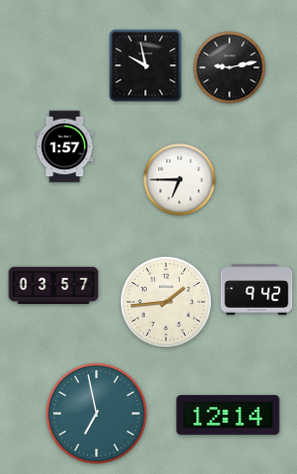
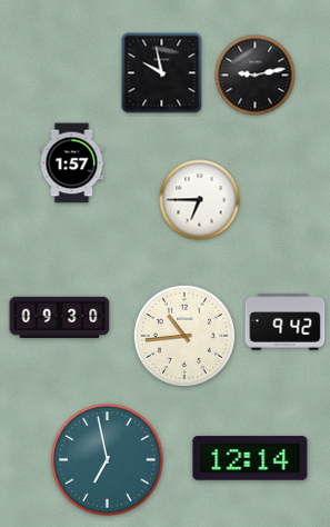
clock at (54, 286): 03:57 -> 09:30
clock at (166, 302): 1:44 -> 10:44
clock at (228, 415) position: (228, 415) -> (250, 458)
